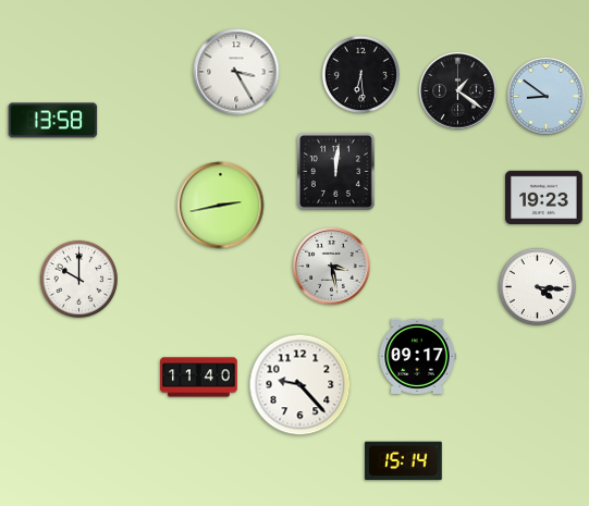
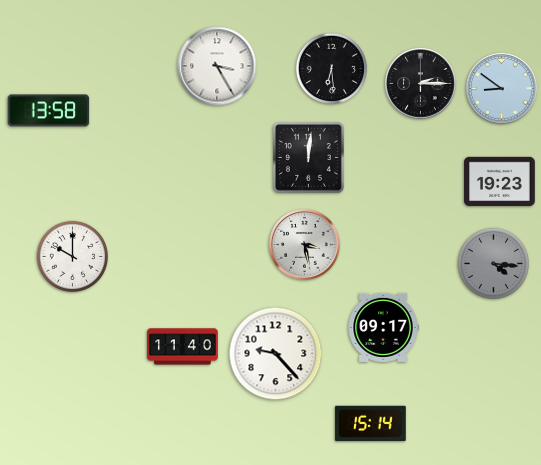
clock at (458, 91): 1:21 -> 2:15
clock at (221, 206): 2:43 -> none
clock at (537, 286) dial: white -> grey
